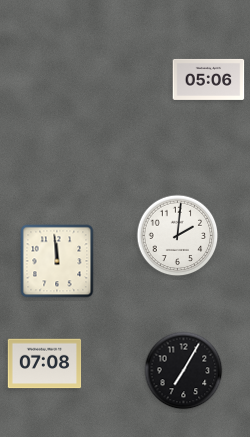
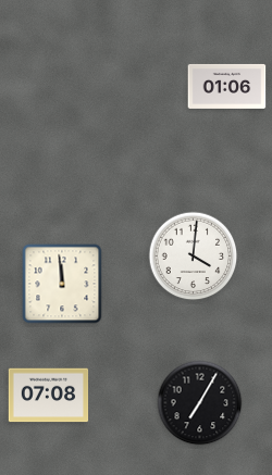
clock at (209, 79): 05:06 -> 01:06
clock at (178, 236): 2:01 -> 4:01
